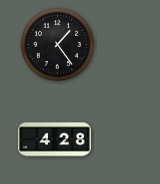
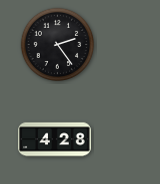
clock at (58, 45): 1:24 -> 2:24
